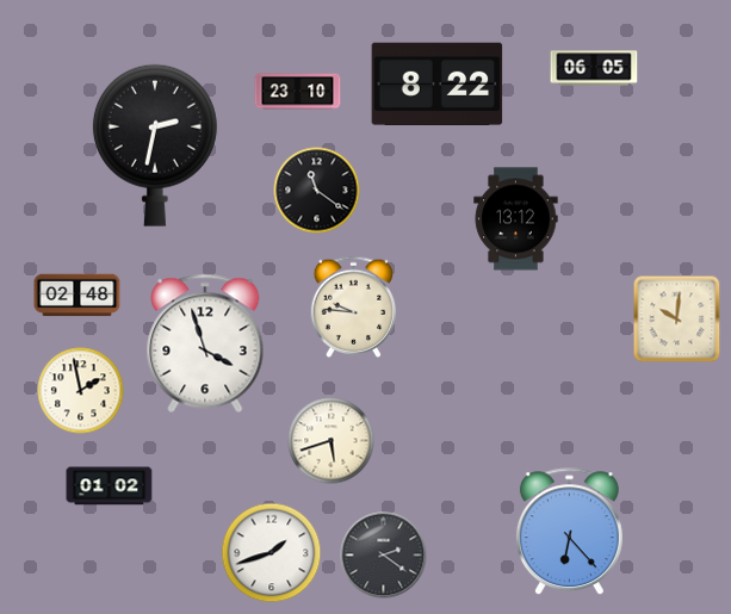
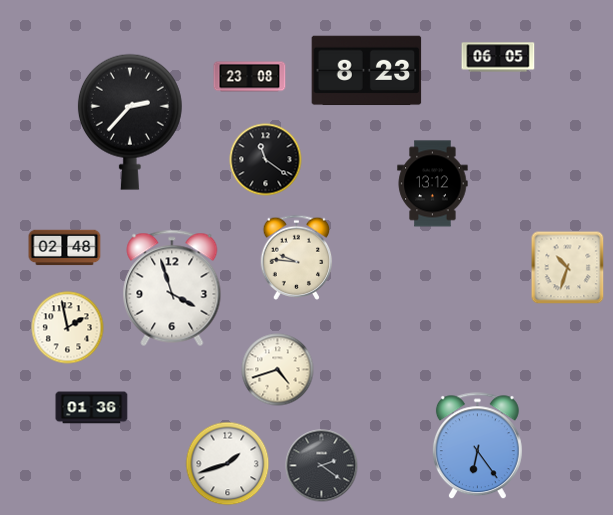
clock at (438, 85): 8:22 -> 8:23
clock at (298, 92): 23:10 -> 23:08
clock at (155, 145): 2:32 -> 2:37
clock at (677, 320): 10:01 -> 10:33
clock at (332, 441): 5:42 -> 4:42
clock at (110, 486): 01:02 -> 01:36
clock at (569, 532): 6:23 -> 6:24
